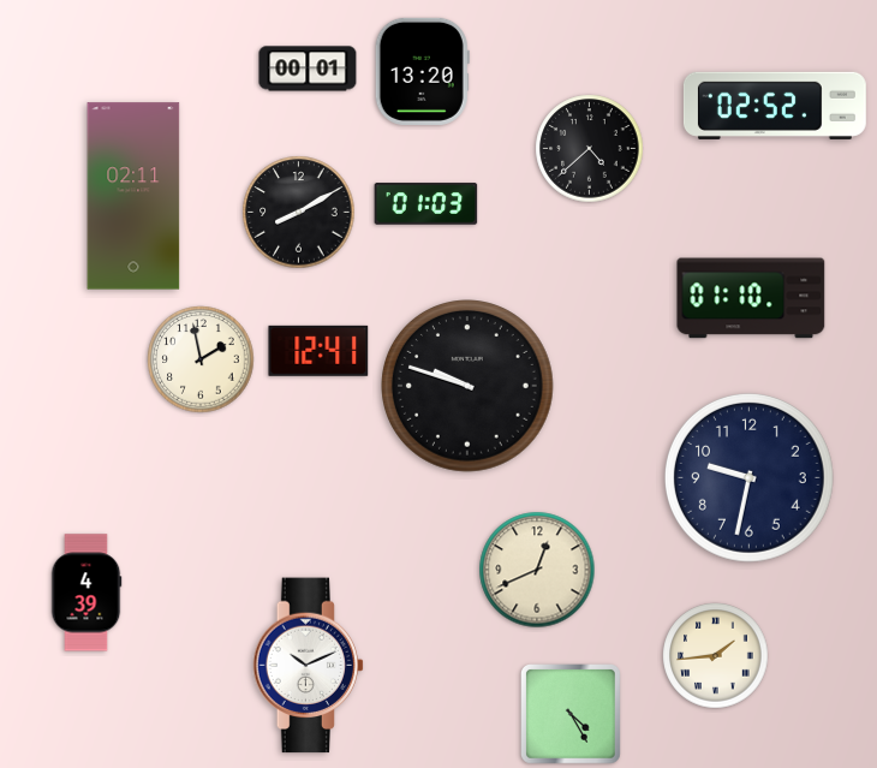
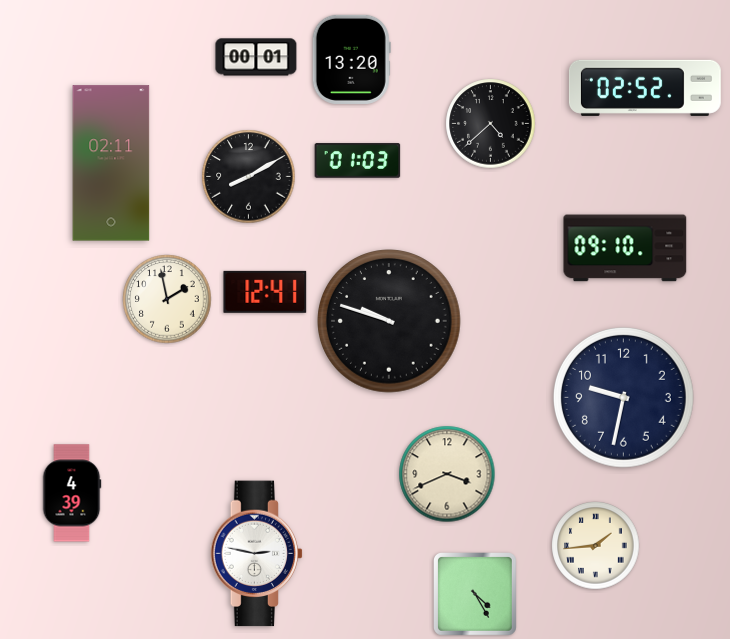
clock at (426, 204) position: (426, 204) -> (358, 161)
clock at (751, 298): 01:10 -> 09:10
clock at (537, 570): 12:41 -> 3:41
clock at (309, 666): 10:11 -> 2:47
